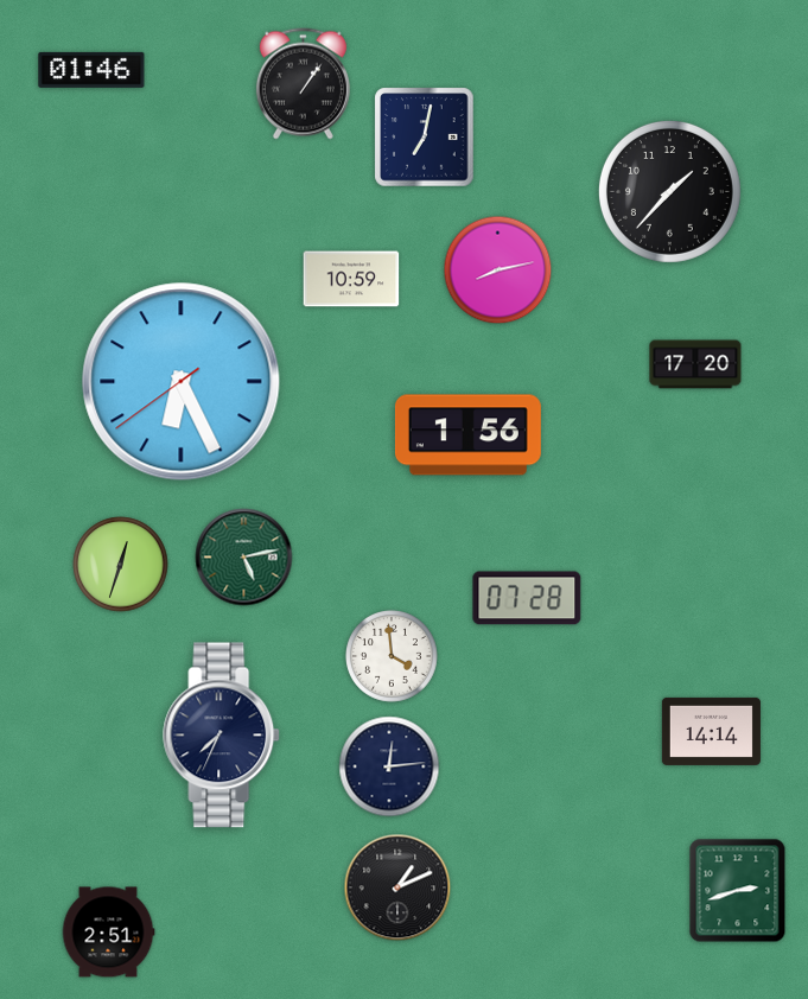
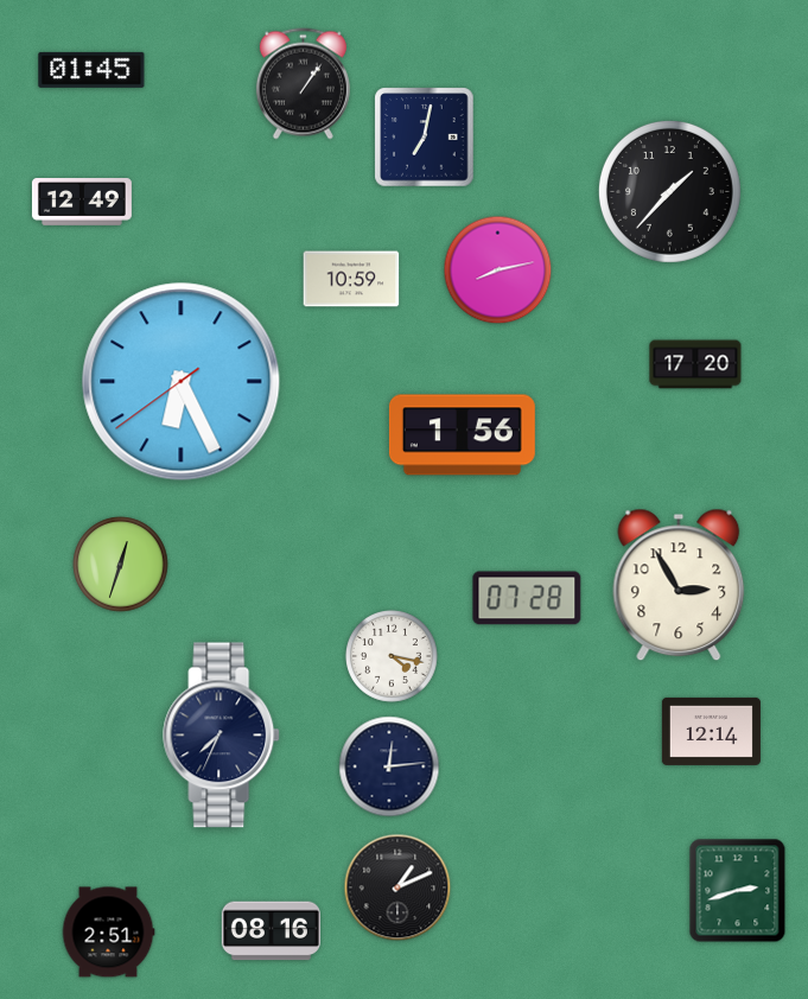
clock at (91, 70): 01:46 -> 01:45
clock at (82, 203): none -> 12:49
clock at (467, 435) position: (467, 435) -> (462, 435)
clock at (244, 558): 5:13 -> none
clock at (679, 585): none -> 2:55
clock at (393, 657): 3:59 -> 4:17
clock at (711, 731): 14:14 -> 12:14
clock at (271, 931): none -> 08:16
